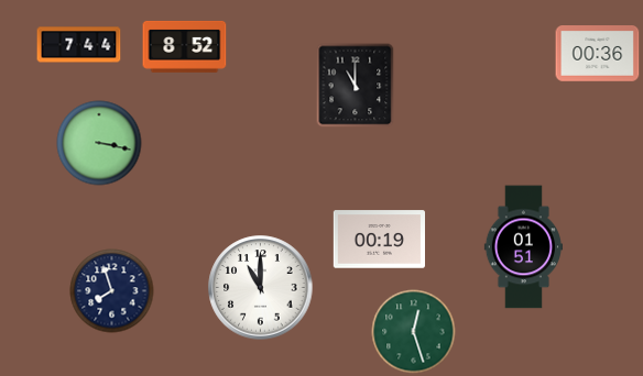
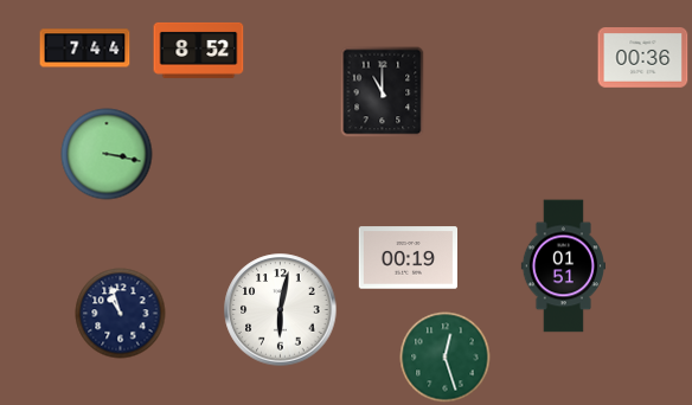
clock at (261, 288): 11:00 -> 6:02
clock at (112, 291): 7:57 -> 10:57
